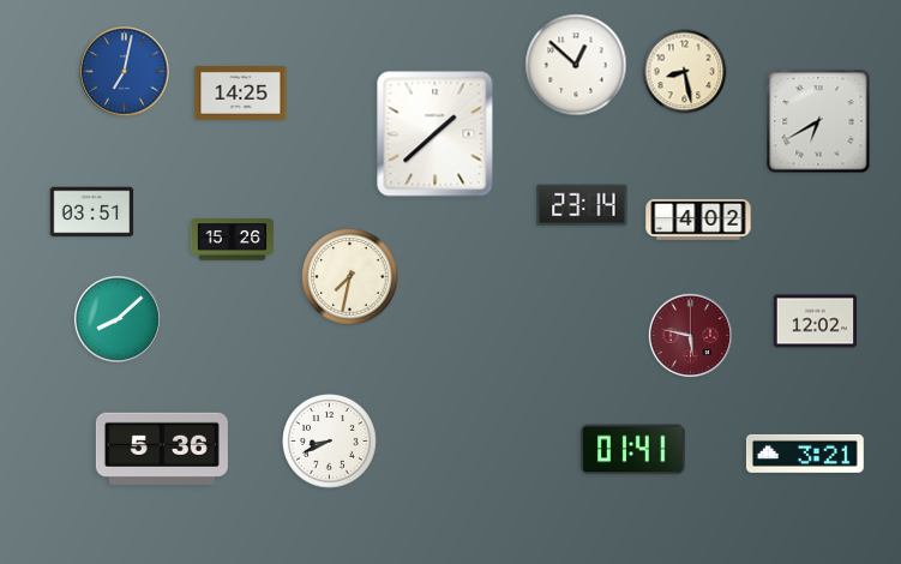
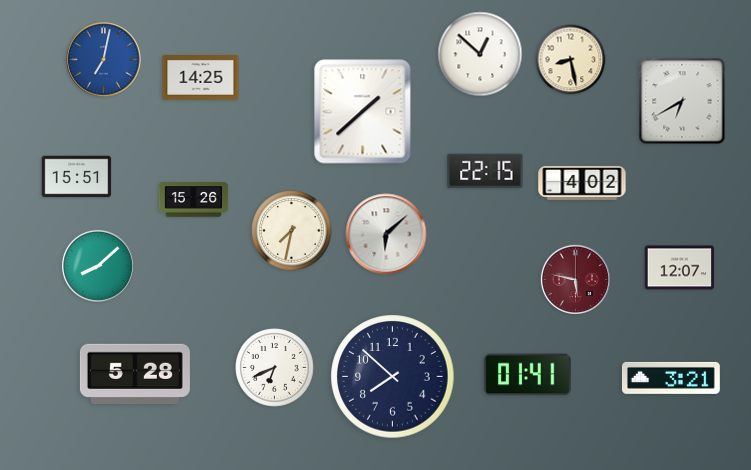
clock at (582, 205): 23:14 -> 22:15
clock at (92, 212): 03:51 -> 15:51
clock at (386, 234): none -> 6:08
clock at (816, 322): 12:02 -> 12:07
clock at (330, 442): 8:41 -> 6:41
clock at (162, 448): 5:36 -> 5:28
clock at (393, 377): none -> 7:52
